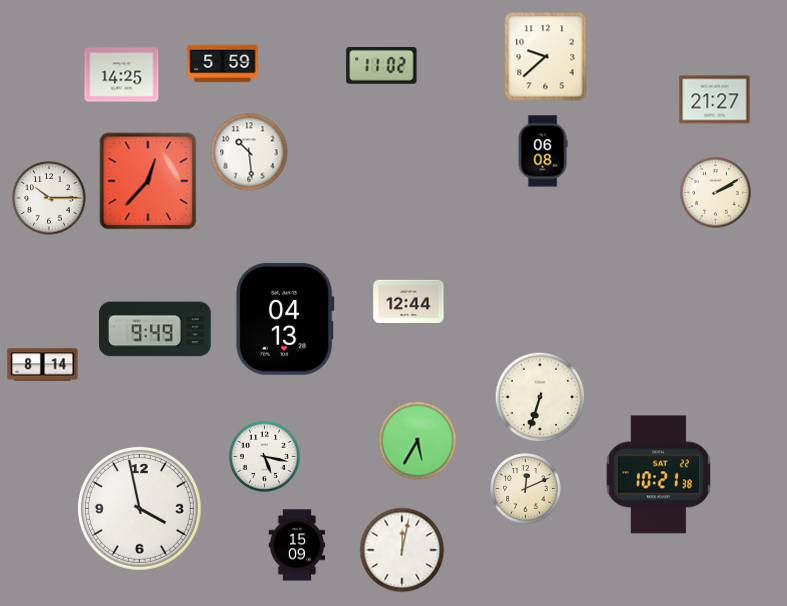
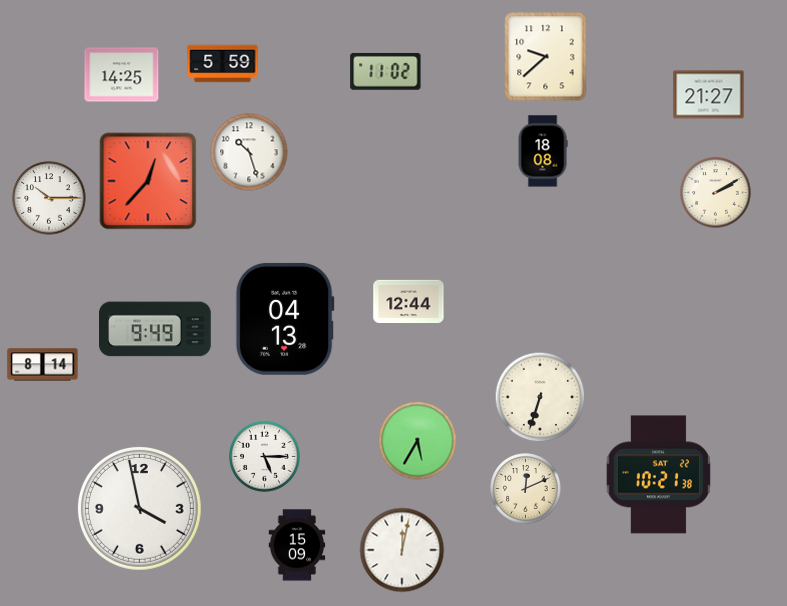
clock at (382, 65) position: (382, 65) -> (386, 71)
clock at (715, 100) position: (715, 100) -> (709, 95)
clock at (543, 151): 06:08 -> 18:08
clock at (249, 152): 10:29 -> 10:27
clock at (265, 457): 5:17 -> 5:15
